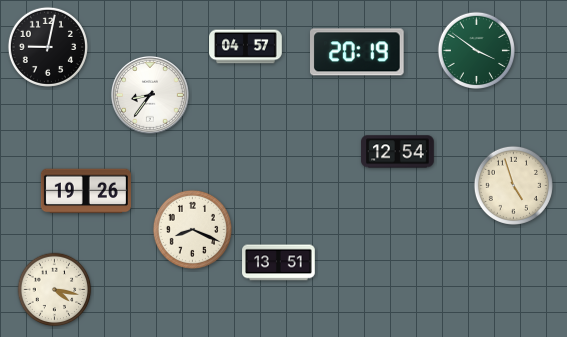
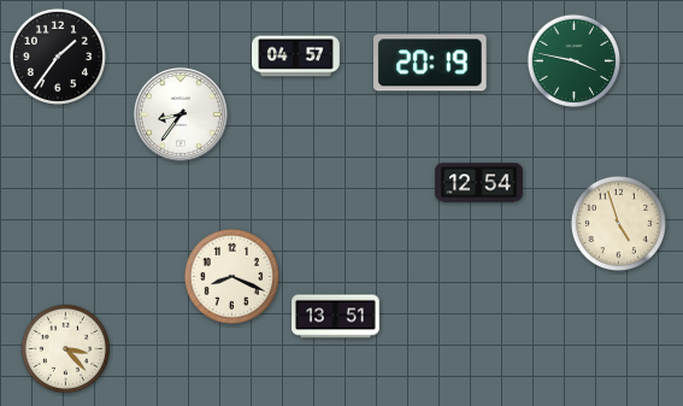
clock at (48, 47): 9:02 -> 1:36
clock at (476, 50): 3:51 -> 3:47
clock at (86, 191): 19:26 -> none
clock at (55, 290): 4:17 -> 3:23
